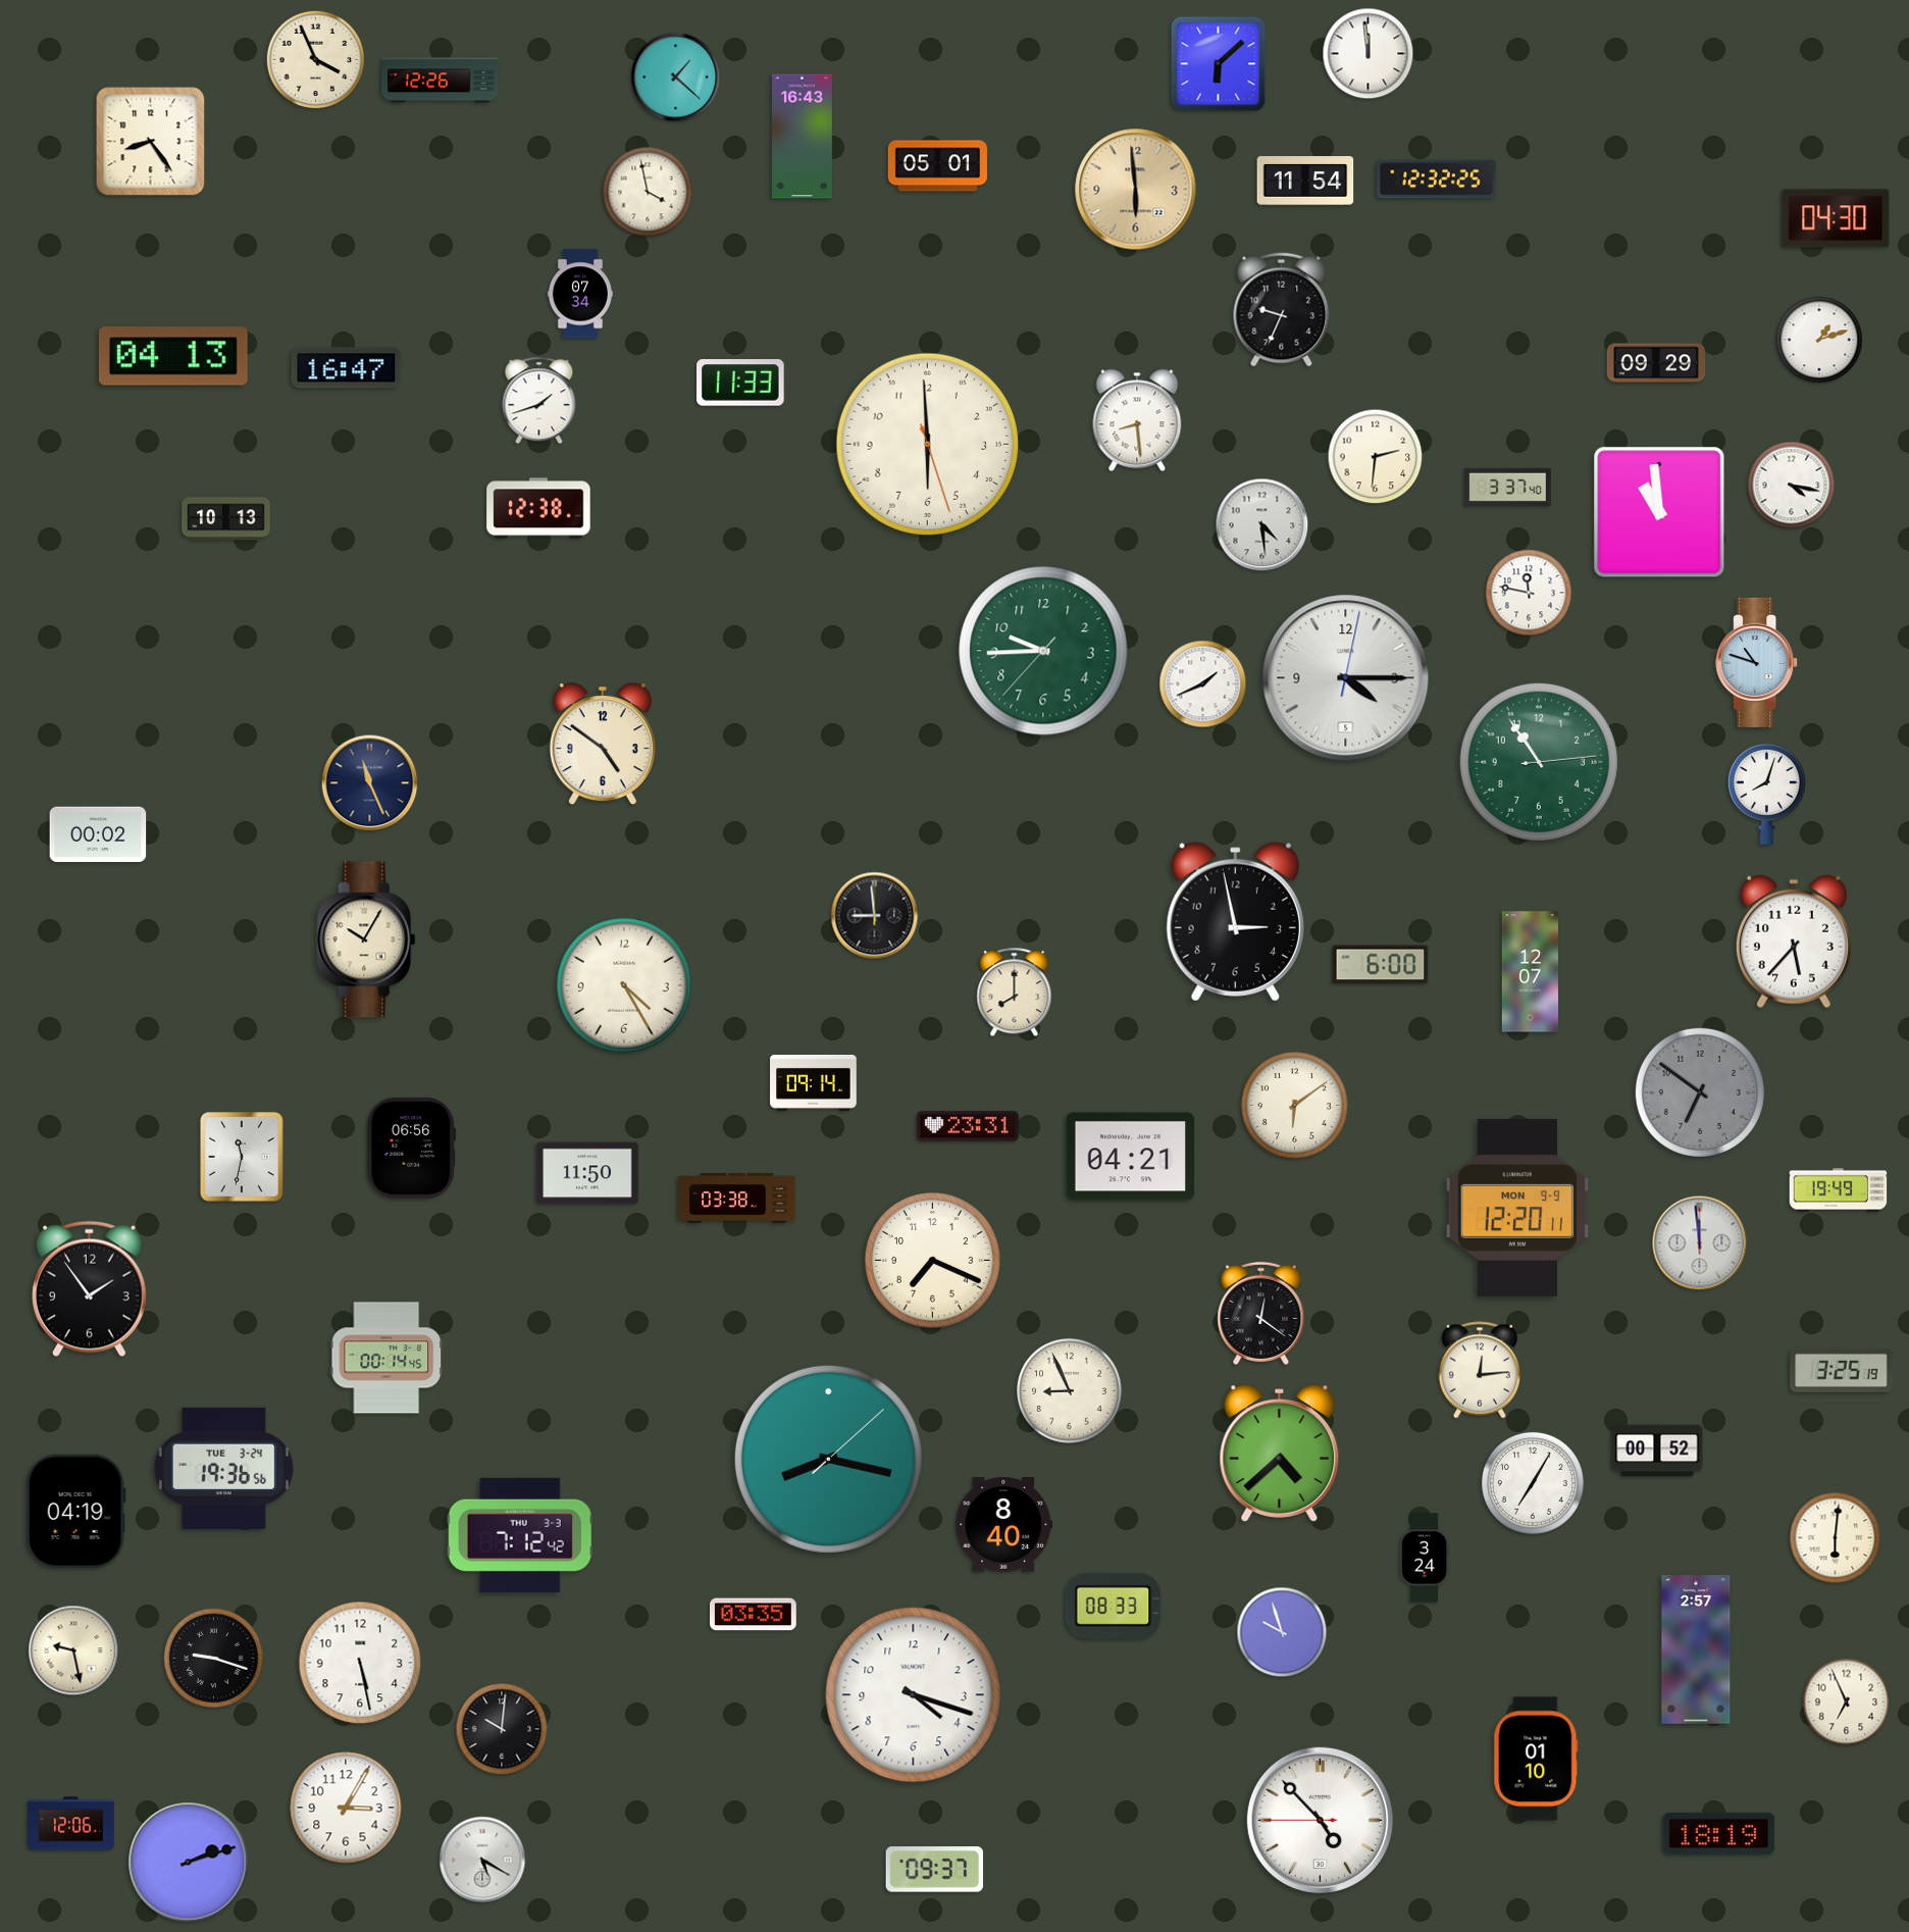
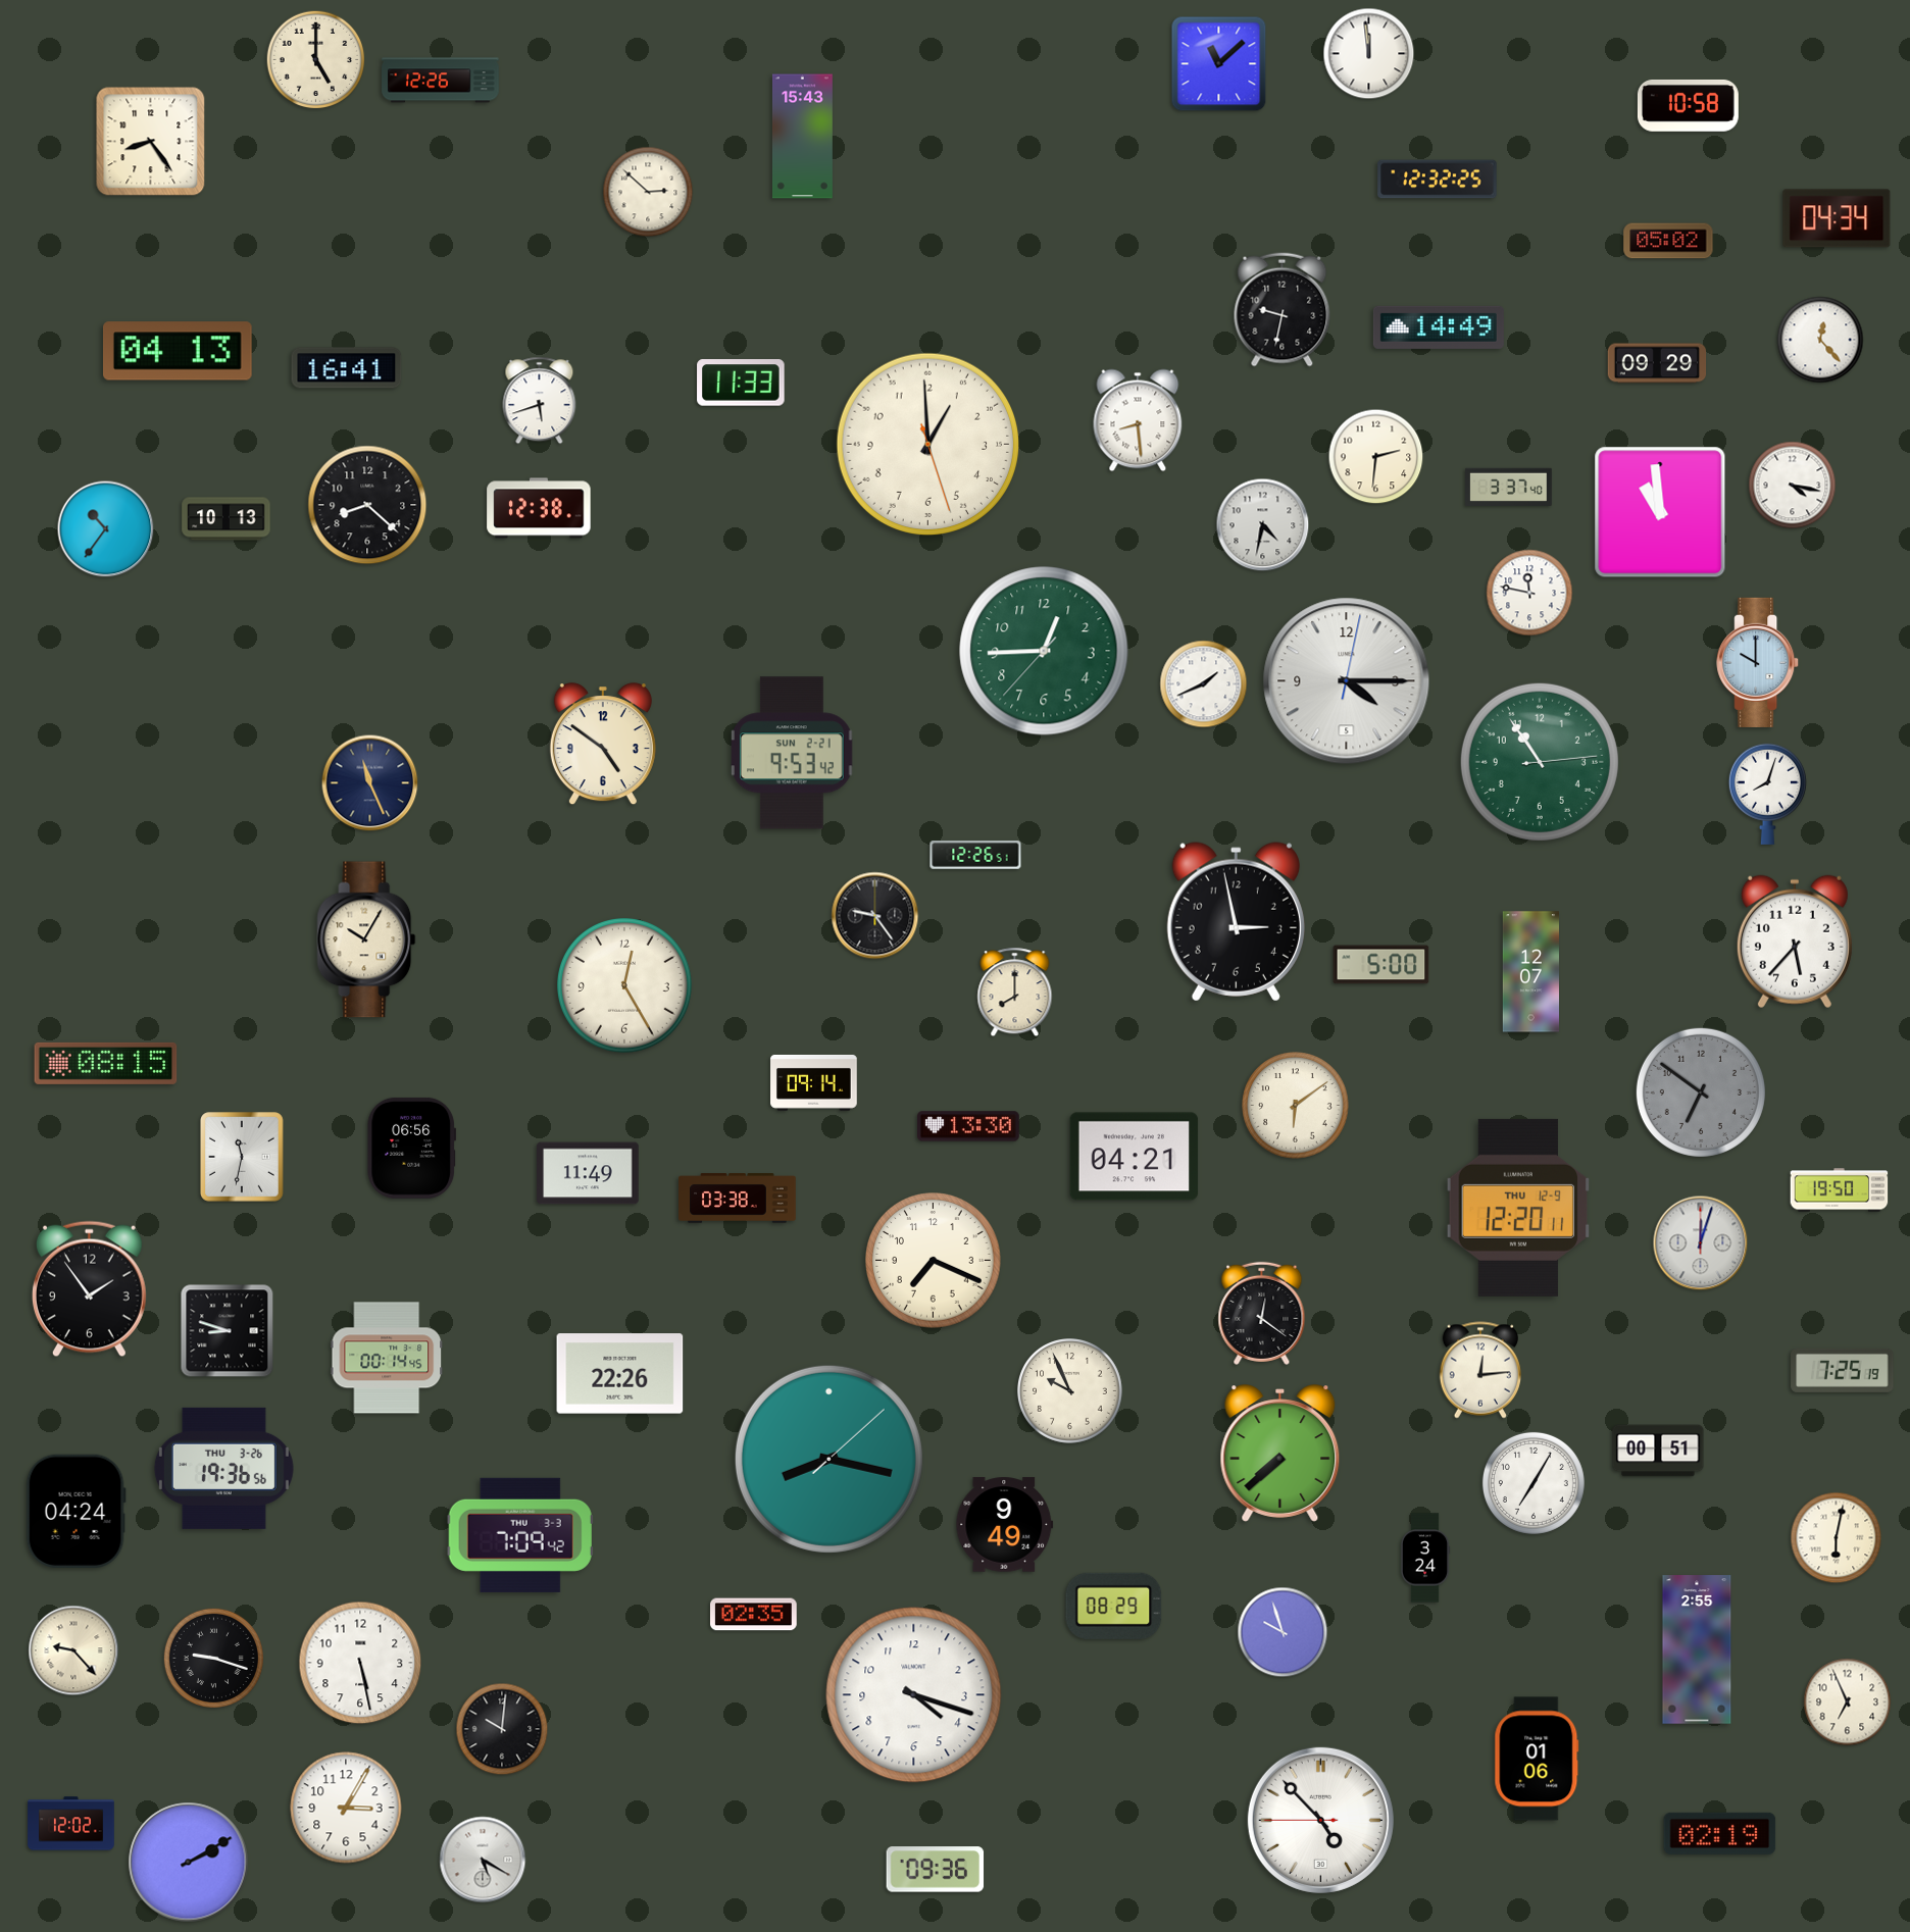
clock at (316, 60): 3:56 -> 5:00
clock at (1219, 64): 6:08 -> 11:08
clock at (676, 78): 1:22 -> none
clock at (1688, 105): none -> 10:58
clock at (802, 137): 16:43 -> 15:43
clock at (937, 166): 05:01 -> none
clock at (1305, 181): 11:54 -> none
clock at (1136, 190): 5:59 -> none
clock at (648, 192): 3:58 -> 2:52
clock at (1836, 218): 04:30 -> 04:34
clock at (1668, 241): none -> 05:02
clock at (580, 294): 07:34 -> none
clock at (1282, 310): 9:34 -> 9:32
clock at (1439, 327): none -> 14:49
clock at (1819, 340): 1:12 -> 12:23
clock at (174, 356) position: (174, 356) -> (179, 351)
clock at (347, 368): 16:47 -> 16:41
clock at (539, 401): 1:42 -> 5:42
clock at (928, 445): 5:59 -> 12:59
clock at (367, 505): none -> 8:22
clock at (1262, 525): 4:29 -> 4:32
clock at (106, 529): none -> 10:36
clock at (1043, 651): 9:44 -> 12:44
clock at (1757, 662): 10:48 -> 10:00
clock at (1346, 678) position: (1346, 678) -> (1347, 681)
clock at (793, 753): none -> 9:53
clock at (98, 834): 00:02 -> none
clock at (975, 855): none -> 12:26
clock at (875, 916): 8:59 -> 9:24
clock at (1381, 965): 6:00 -> 5:00
clock at (625, 986): 4:25 -> 12:25
clock at (106, 1063): none -> 08:15
clock at (969, 1126): 23:31 -> 13:30
clock at (1131, 1157) position: (1131, 1157) -> (1135, 1157)
clock at (588, 1173): 11:50 -> 11:49
clock at (1839, 1190): 19:49 -> 19:50
clock at (1517, 1208) date: MON 9-9 -> THU 12-9
clock at (1700, 1243): 11:59 -> 12:03
clock at (228, 1331): none -> 8:48
clock at (1842, 1370): 3:25 -> 7:25
clock at (620, 1374): none -> 22:26
clock at (1070, 1391): 8:56 -> 9:56
clock at (1657, 1451): 00:52 -> 00:51
clock at (1280, 1454): 4:38 -> 7:38
clock at (223, 1468) date: TUE 3-24 -> THU 3-26
clock at (75, 1511): 04:19 -> 04:24
clock at (1004, 1525): 8:40 -> 9:49
clock at (520, 1535): 7:12 -> 7:09
clock at (1836, 1538): 6:01 -> 6:02
clock at (1114, 1606): 08:33 -> 08:29
clock at (754, 1615): 03:35 -> 02:35
clock at (1696, 1649): 2:57 -> 2:55
clock at (73, 1650): 9:28 -> 9:23
clock at (1536, 1759): 01:10 -> 01:06
clock at (71, 1824): 12:06 -> 12:02
clock at (1719, 1833): 18:19 -> 02:19
clock at (189, 1863): 2:12 -> 2:10
clock at (935, 1870): 09:37 -> 09:36
